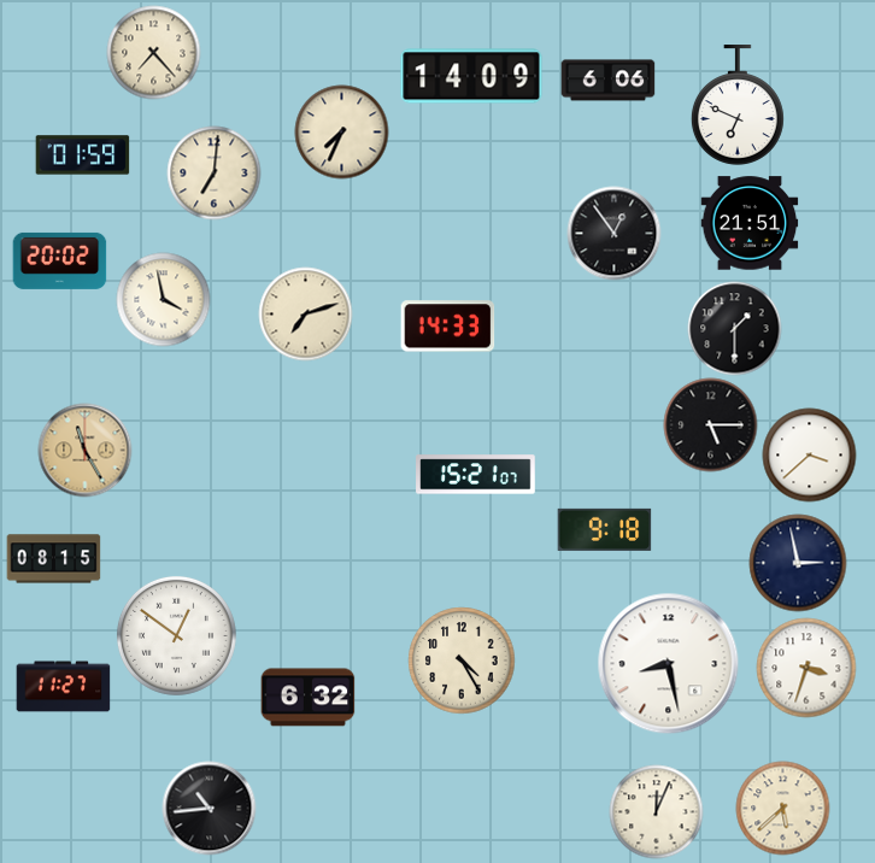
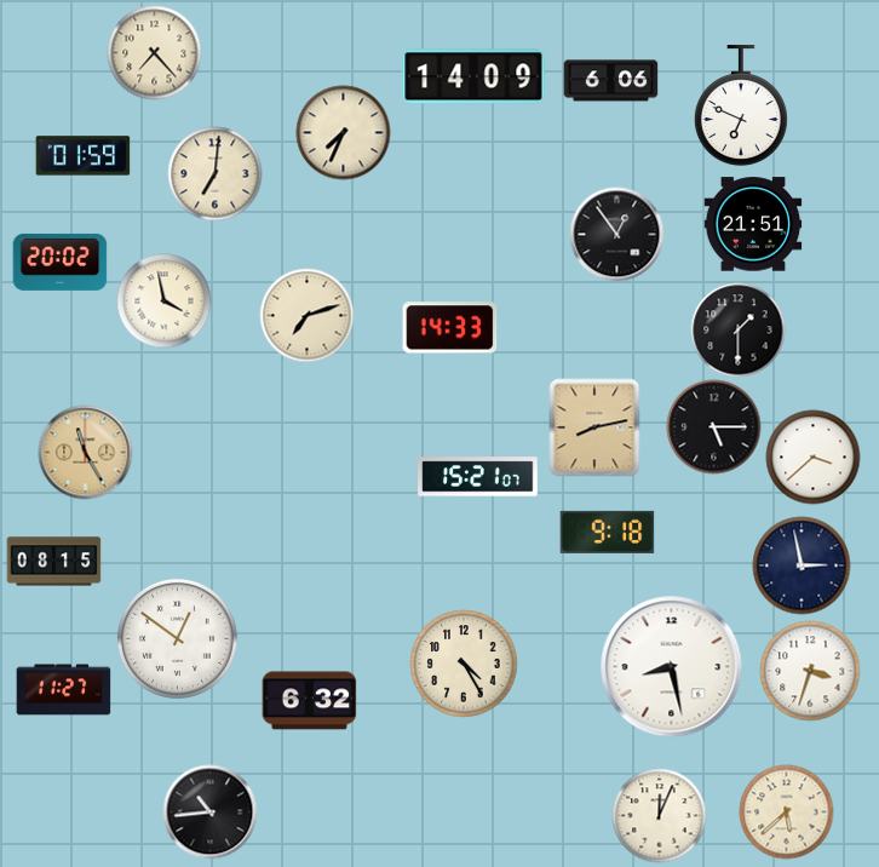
clock at (594, 427): none -> 8:13
